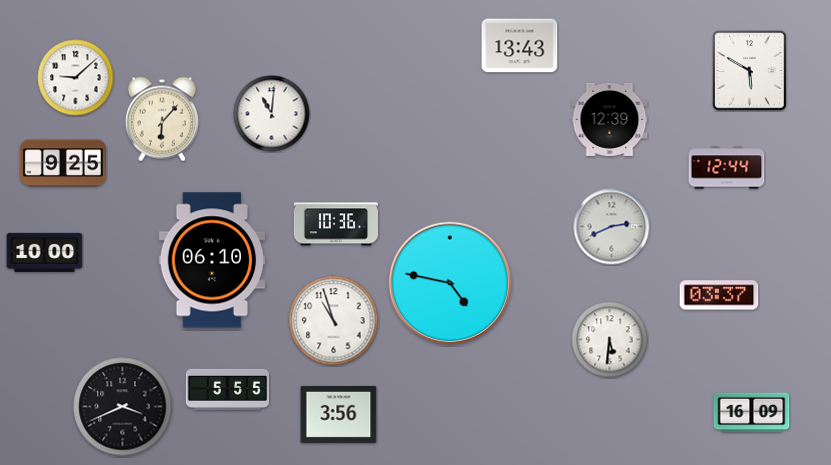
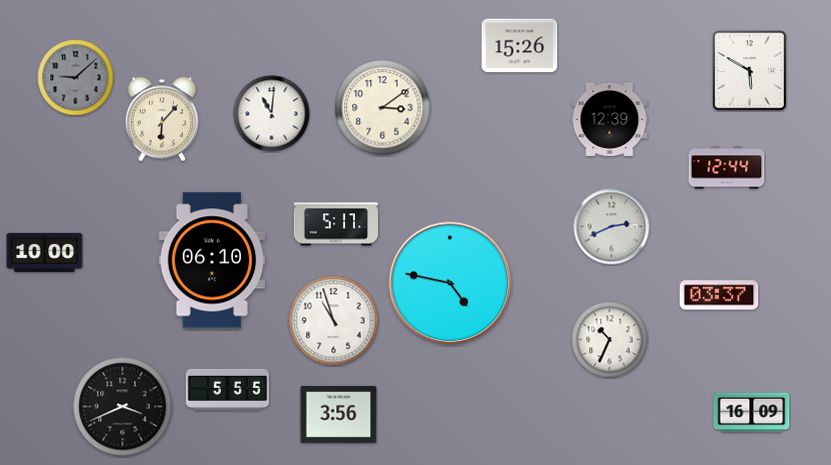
clock at (520, 46): 13:43 -> 15:26
clock at (76, 78) dial: white -> grey
clock at (383, 108): none -> 3:09
clock at (63, 163): 9:25 -> none
clock at (335, 224): 10:36 -> 5:17
clock at (610, 340): 5:31 -> 10:34
